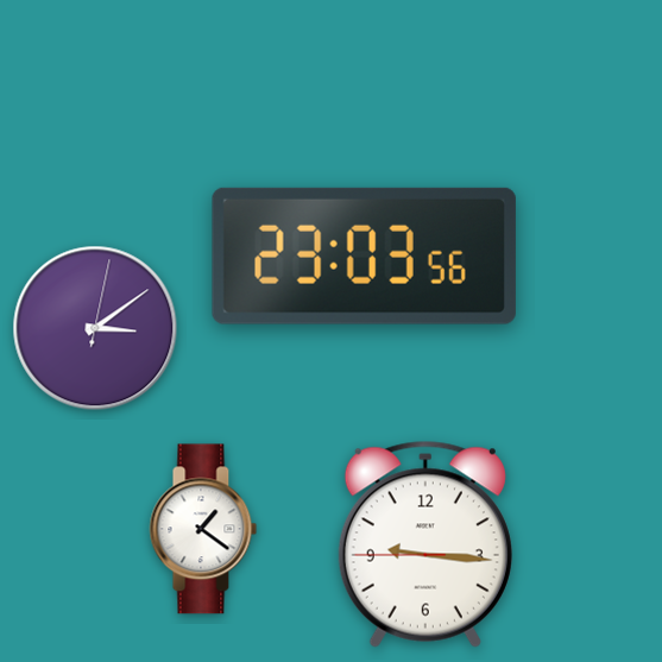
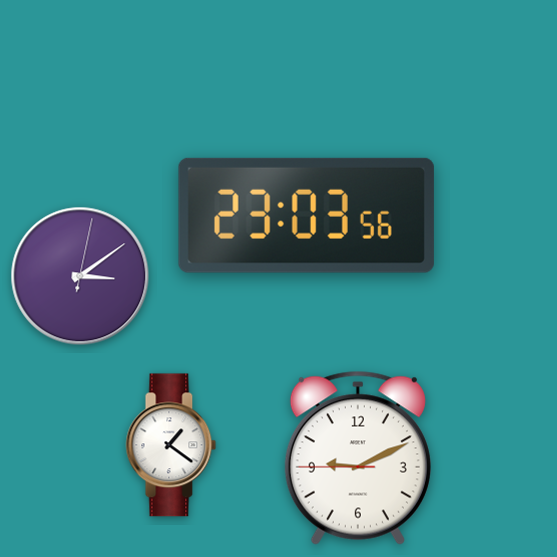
clock at (425, 544): 9:15 -> 9:10
